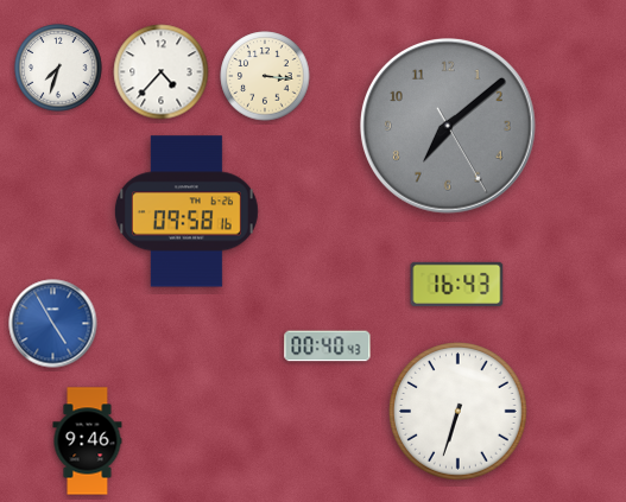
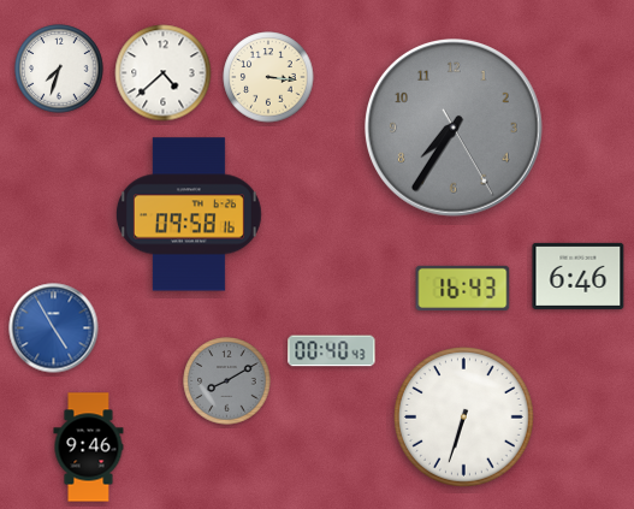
clock at (162, 72): 4:37 -> 4:38
clock at (449, 127): 7:08 -> 7:35
clock at (579, 276): none -> 6:46
clock at (227, 381): none -> 8:10
